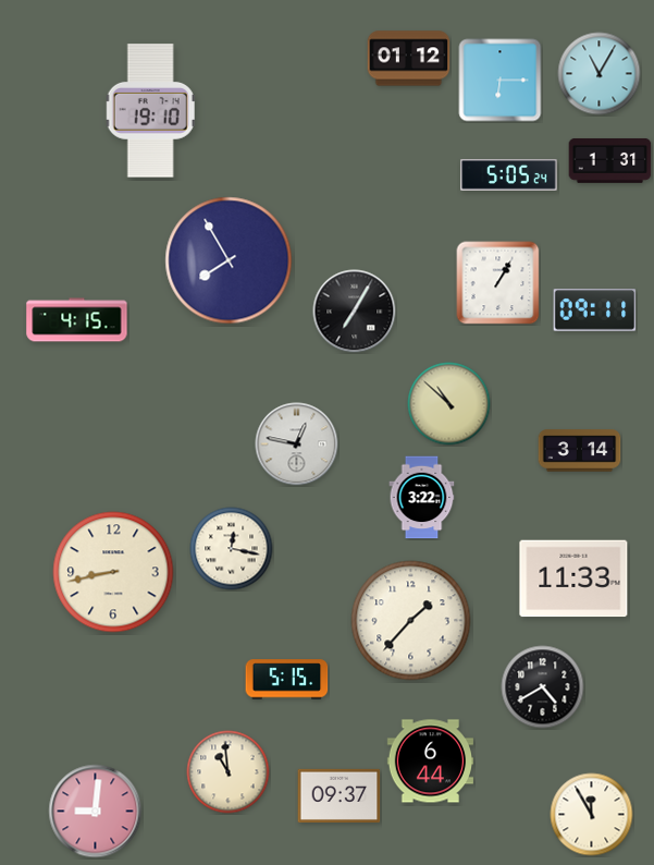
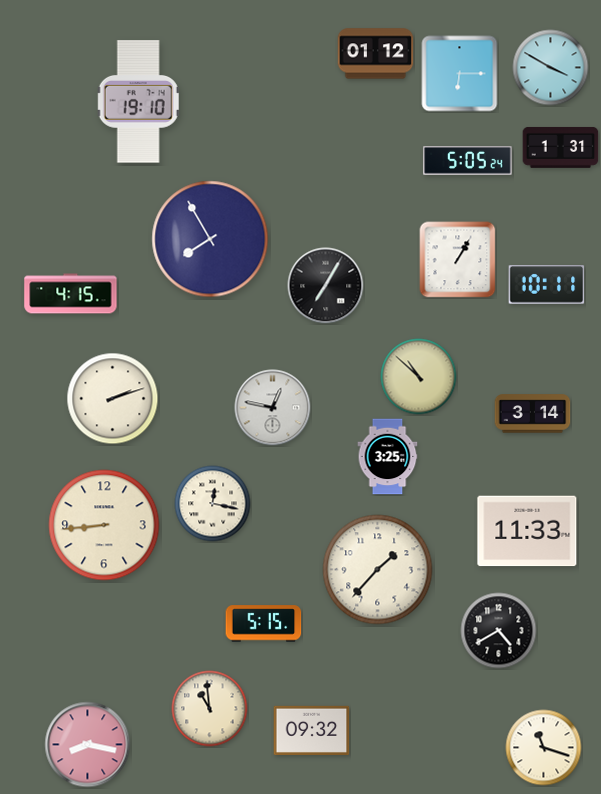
clock at (600, 74): 11:05 -> 3:50
clock at (595, 310): 09:11 -> 10:11
clock at (449, 404) position: (449, 404) -> (419, 377)
clock at (113, 399): none -> 2:12
clock at (422, 498): 3:22 -> 3:25
clock at (113, 572): 8:43 -> 8:44
clock at (430, 762): 6:44 -> none
clock at (340, 795): 09:37 -> 09:32
clock at (96, 812): 9:01 -> 8:17
clock at (592, 815): 11:55 -> 11:18
